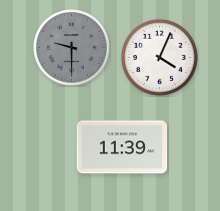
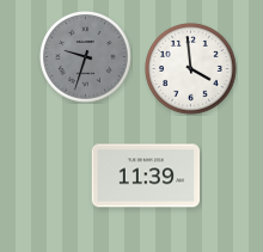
clock at (72, 48): 9:30 -> 9:33
clock at (160, 58): 4:04 -> 3:59
